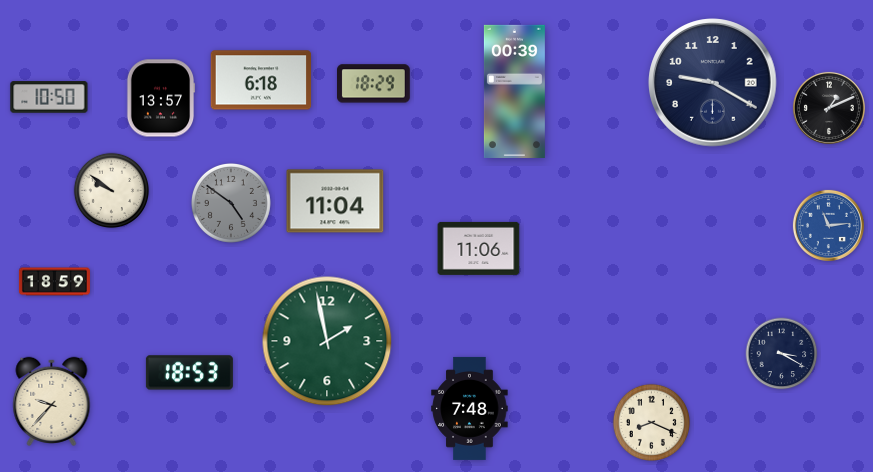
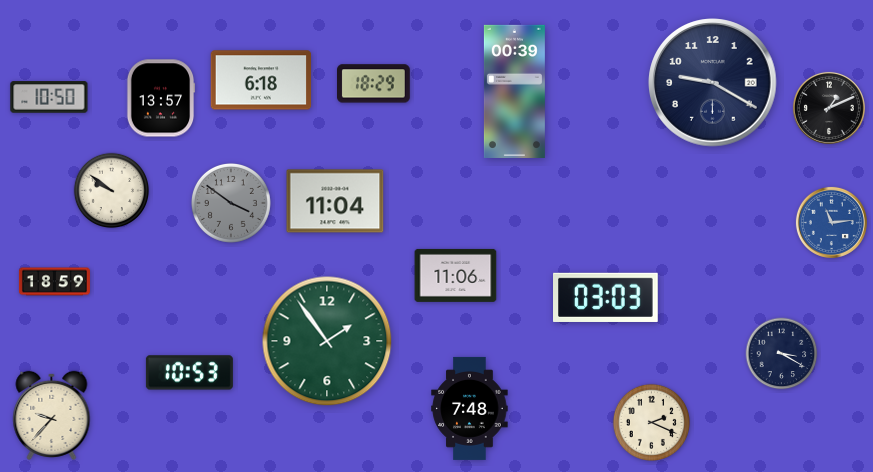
clock at (231, 203): 4:51 -> 3:51
clock at (828, 225) position: (828, 225) -> (831, 222)
clock at (479, 248) position: (479, 248) -> (456, 275)
clock at (606, 297): none -> 03:03
clock at (327, 341): 1:58 -> 1:54
clock at (189, 373): 18:53 -> 10:53
clock at (52, 401) position: (52, 401) -> (52, 415)
clock at (651, 422): 8:19 -> 2:19
